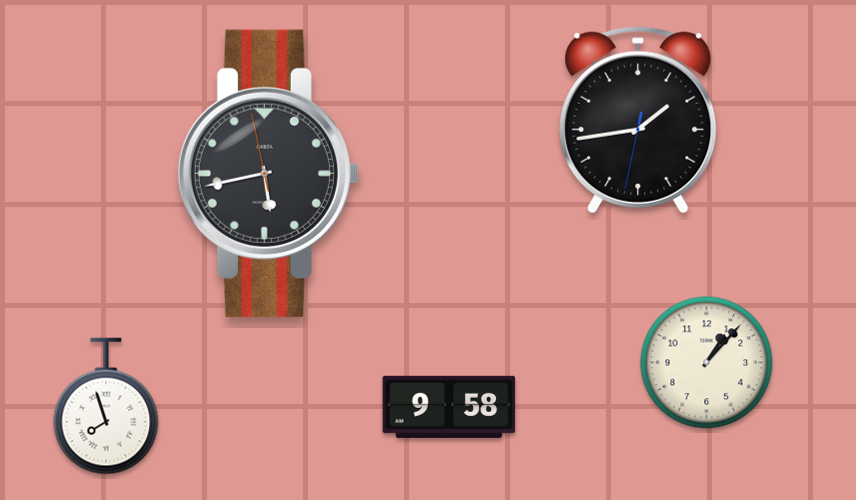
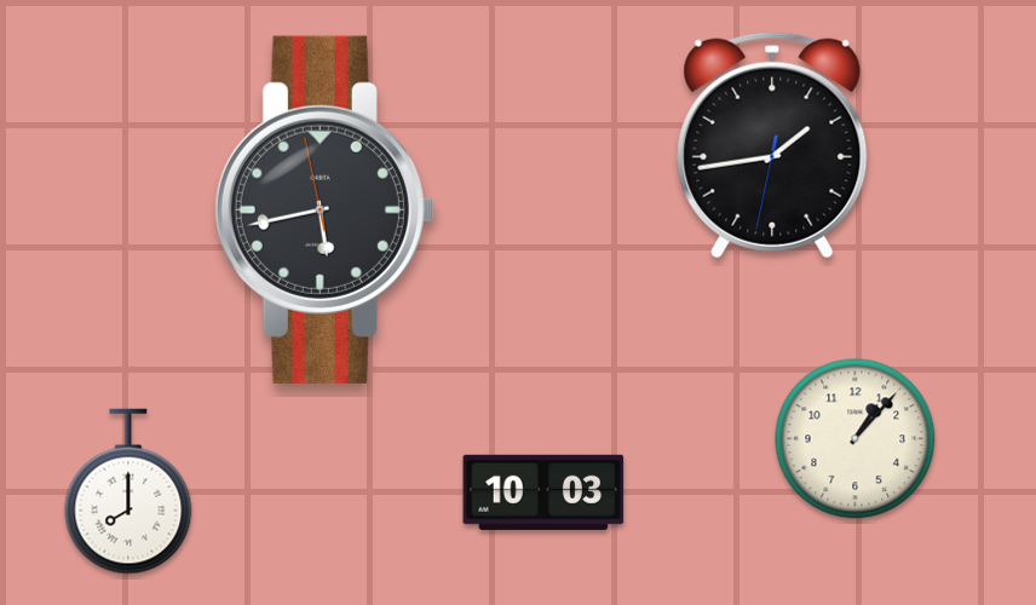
clock at (106, 406): 7:57 -> 8:00
clock at (449, 407): 9:58 -> 10:03
